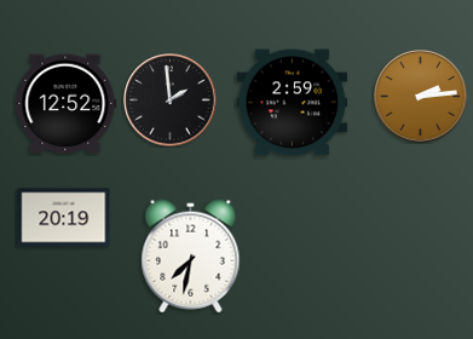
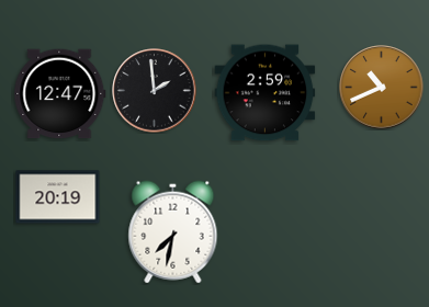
clock at (421, 97): 2:14 -> 10:41
clock at (67, 104): 12:52 -> 12:47
